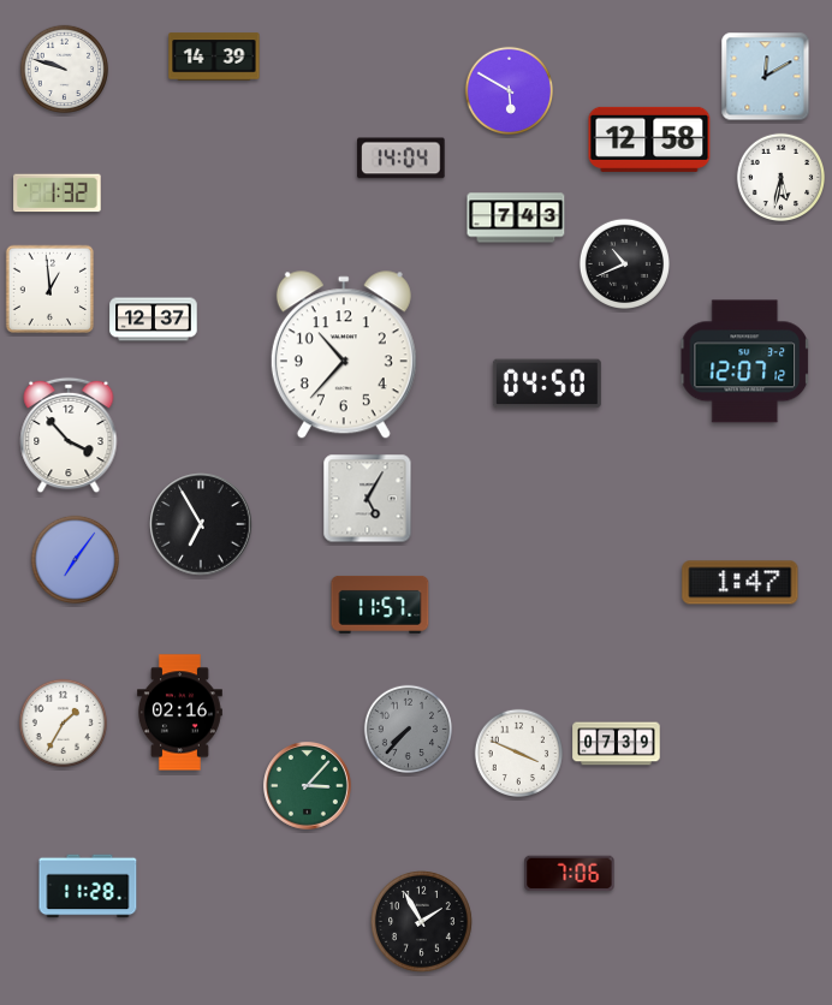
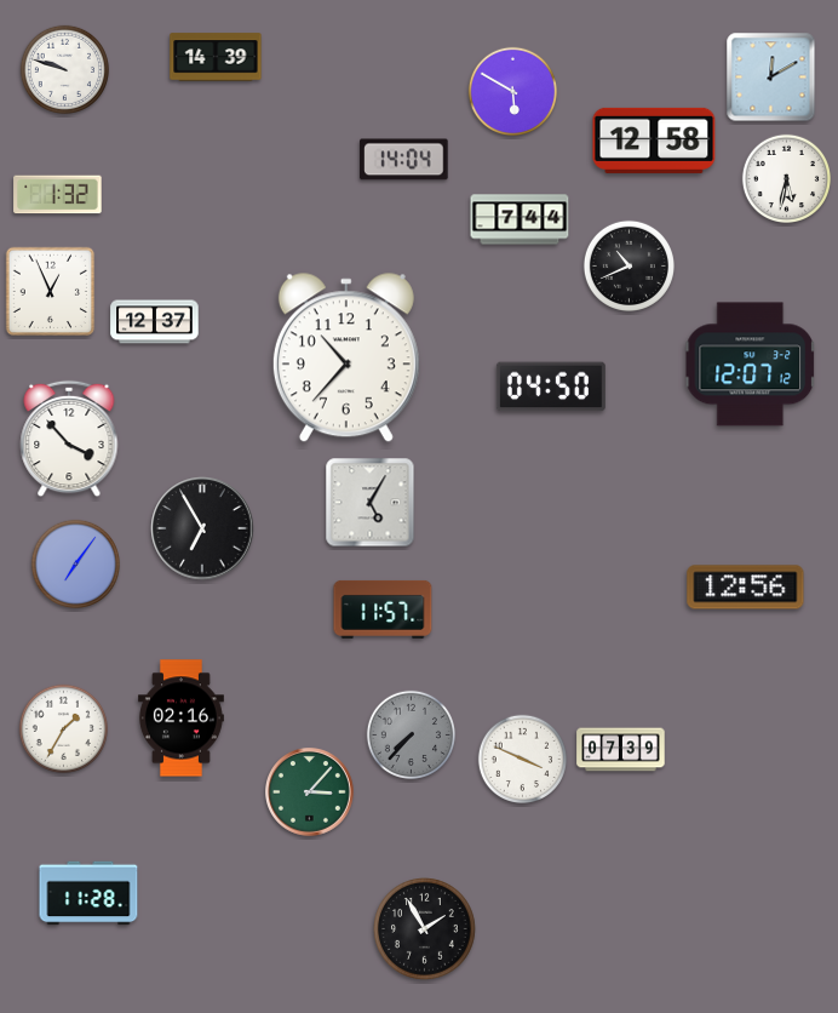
clock at (516, 218): 7:43 -> 7:44
clock at (50, 290): 12:59 -> 12:56
clock at (741, 583): 1:47 -> 12:56
clock at (570, 874): 7:06 -> none
